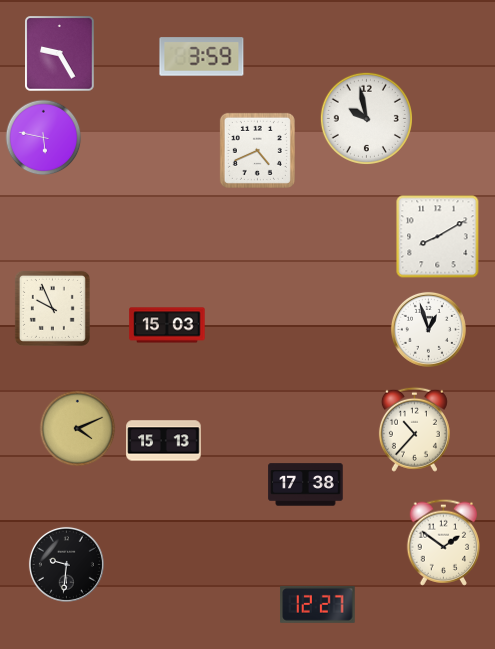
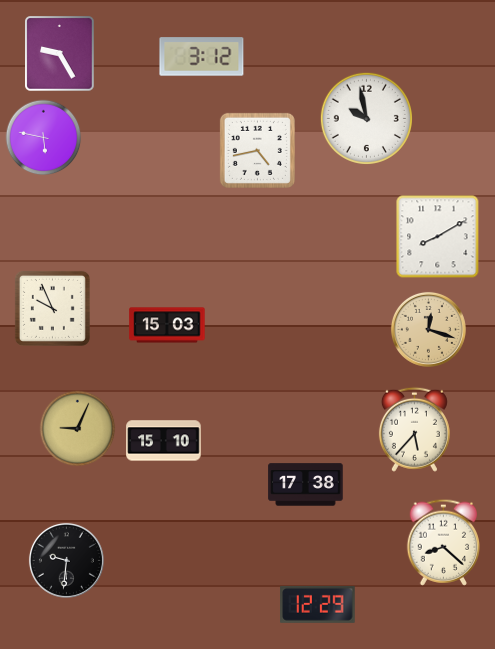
clock at (202, 57): 3:59 -> 3:12
clock at (257, 150): 4:41 -> 4:43
clock at (428, 329): 12:57 -> 12:18
clock at (428, 329) dial: white -> champagne
clock at (78, 429): 4:11 -> 9:04
clock at (414, 429): 10:37 -> 5:37
clock at (164, 441): 15:13 -> 15:10
clock at (444, 542): 1:51 -> 8:22
clock at (66, 564) position: (66, 564) -> (66, 560)
clock at (318, 604): 12:27 -> 12:29
